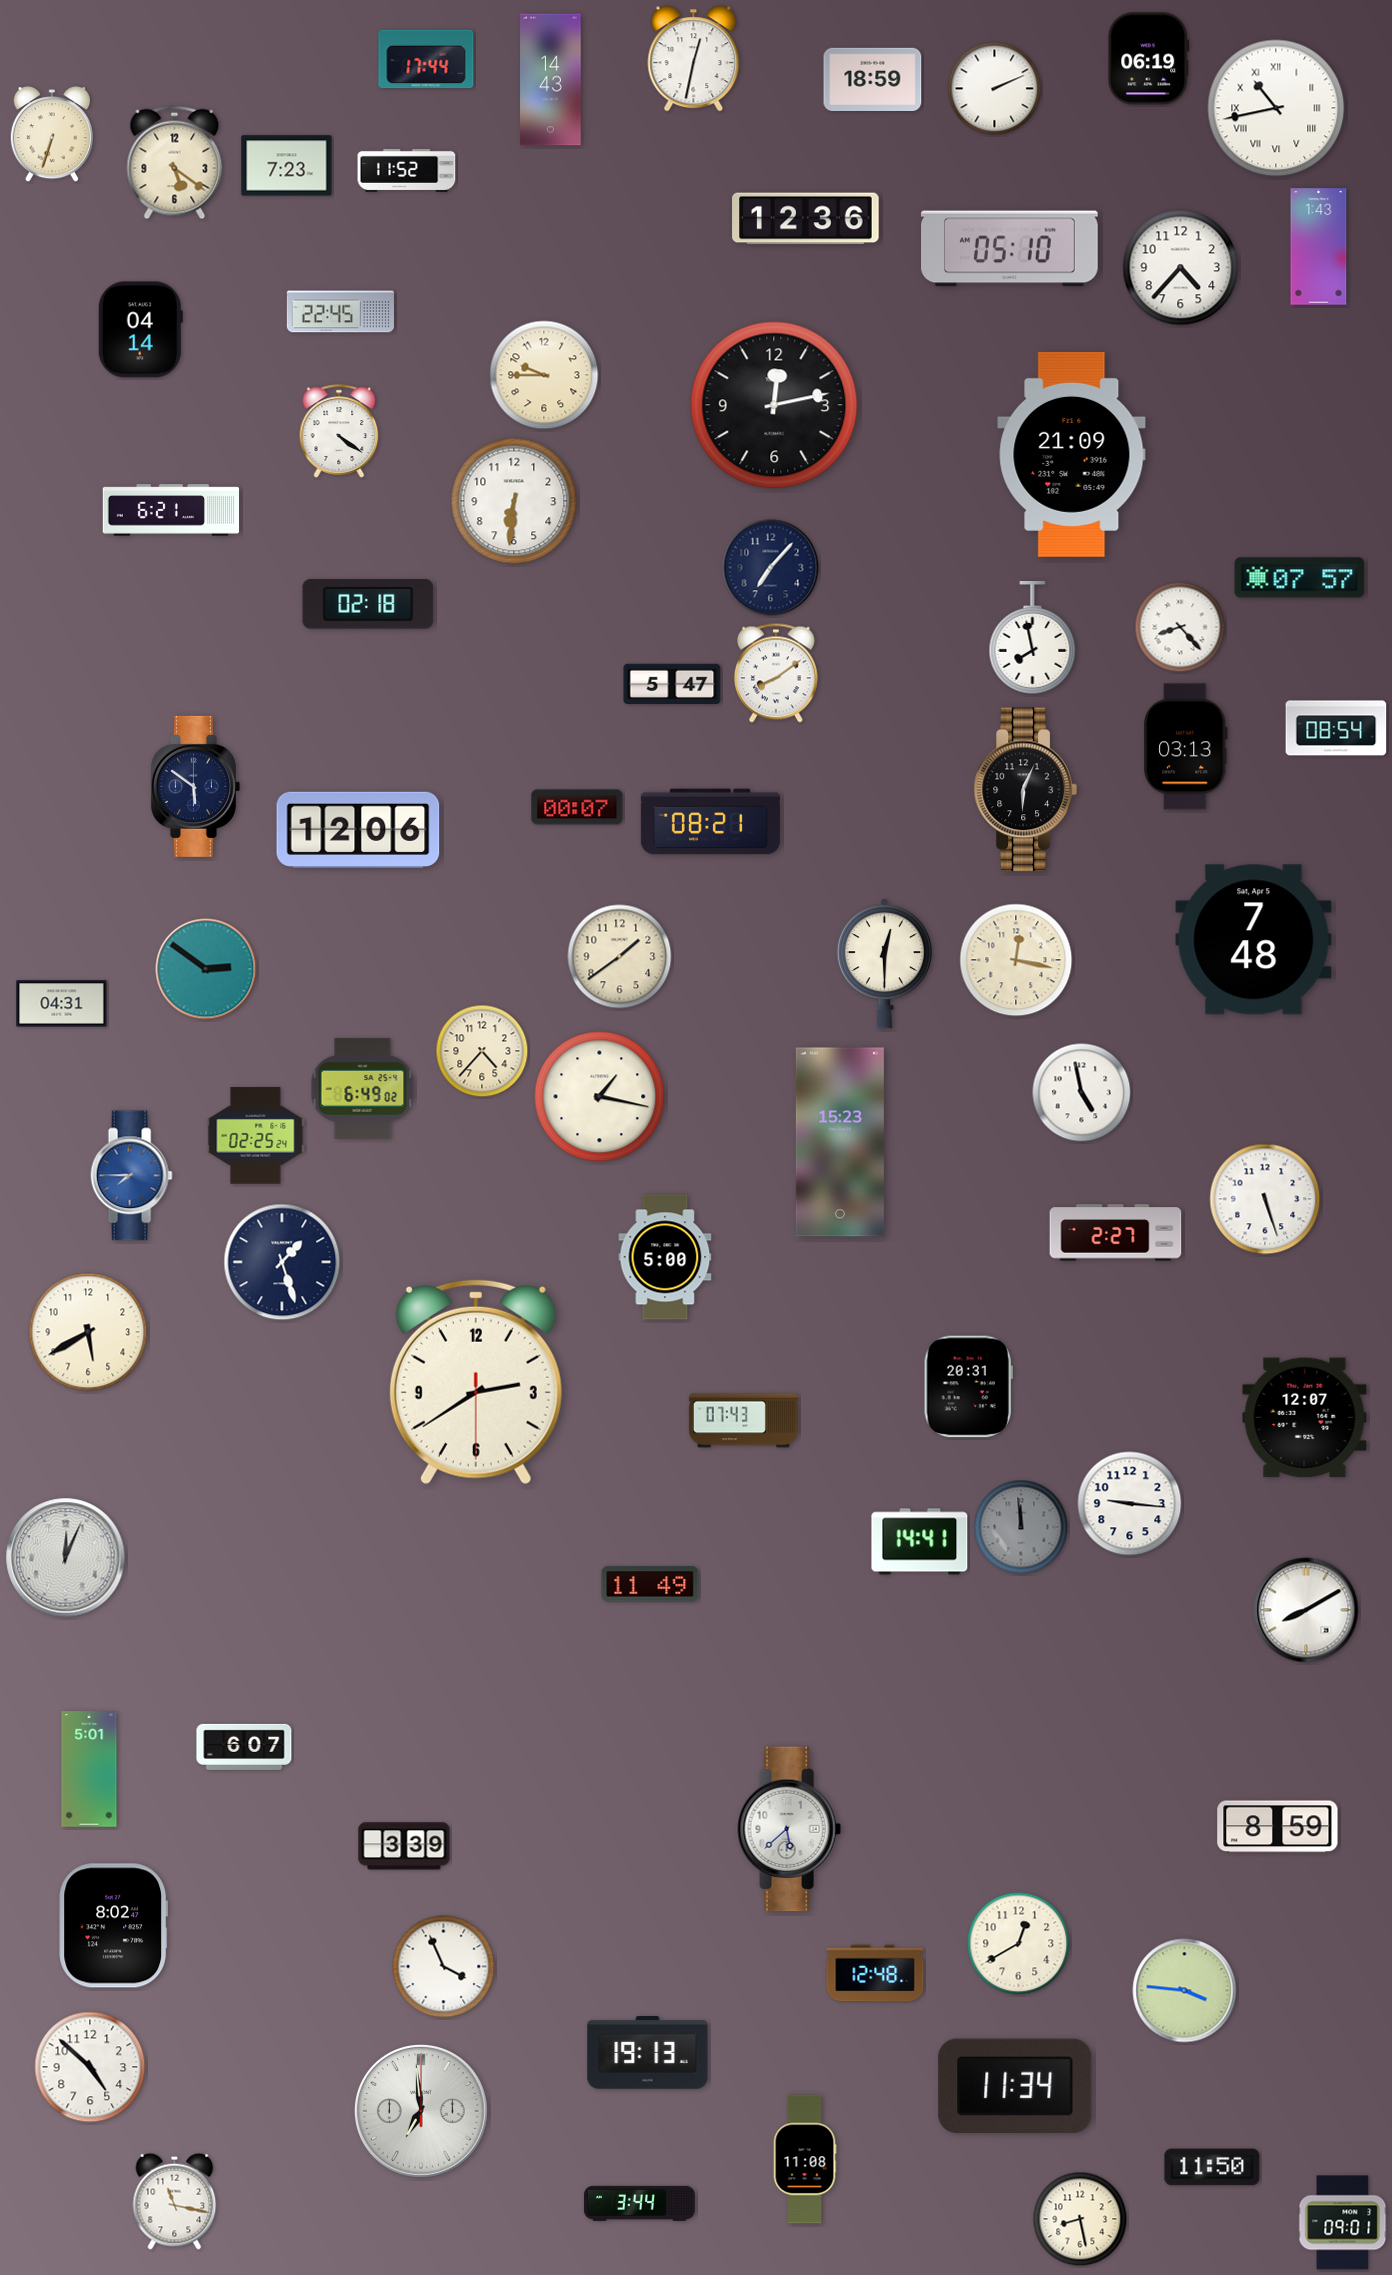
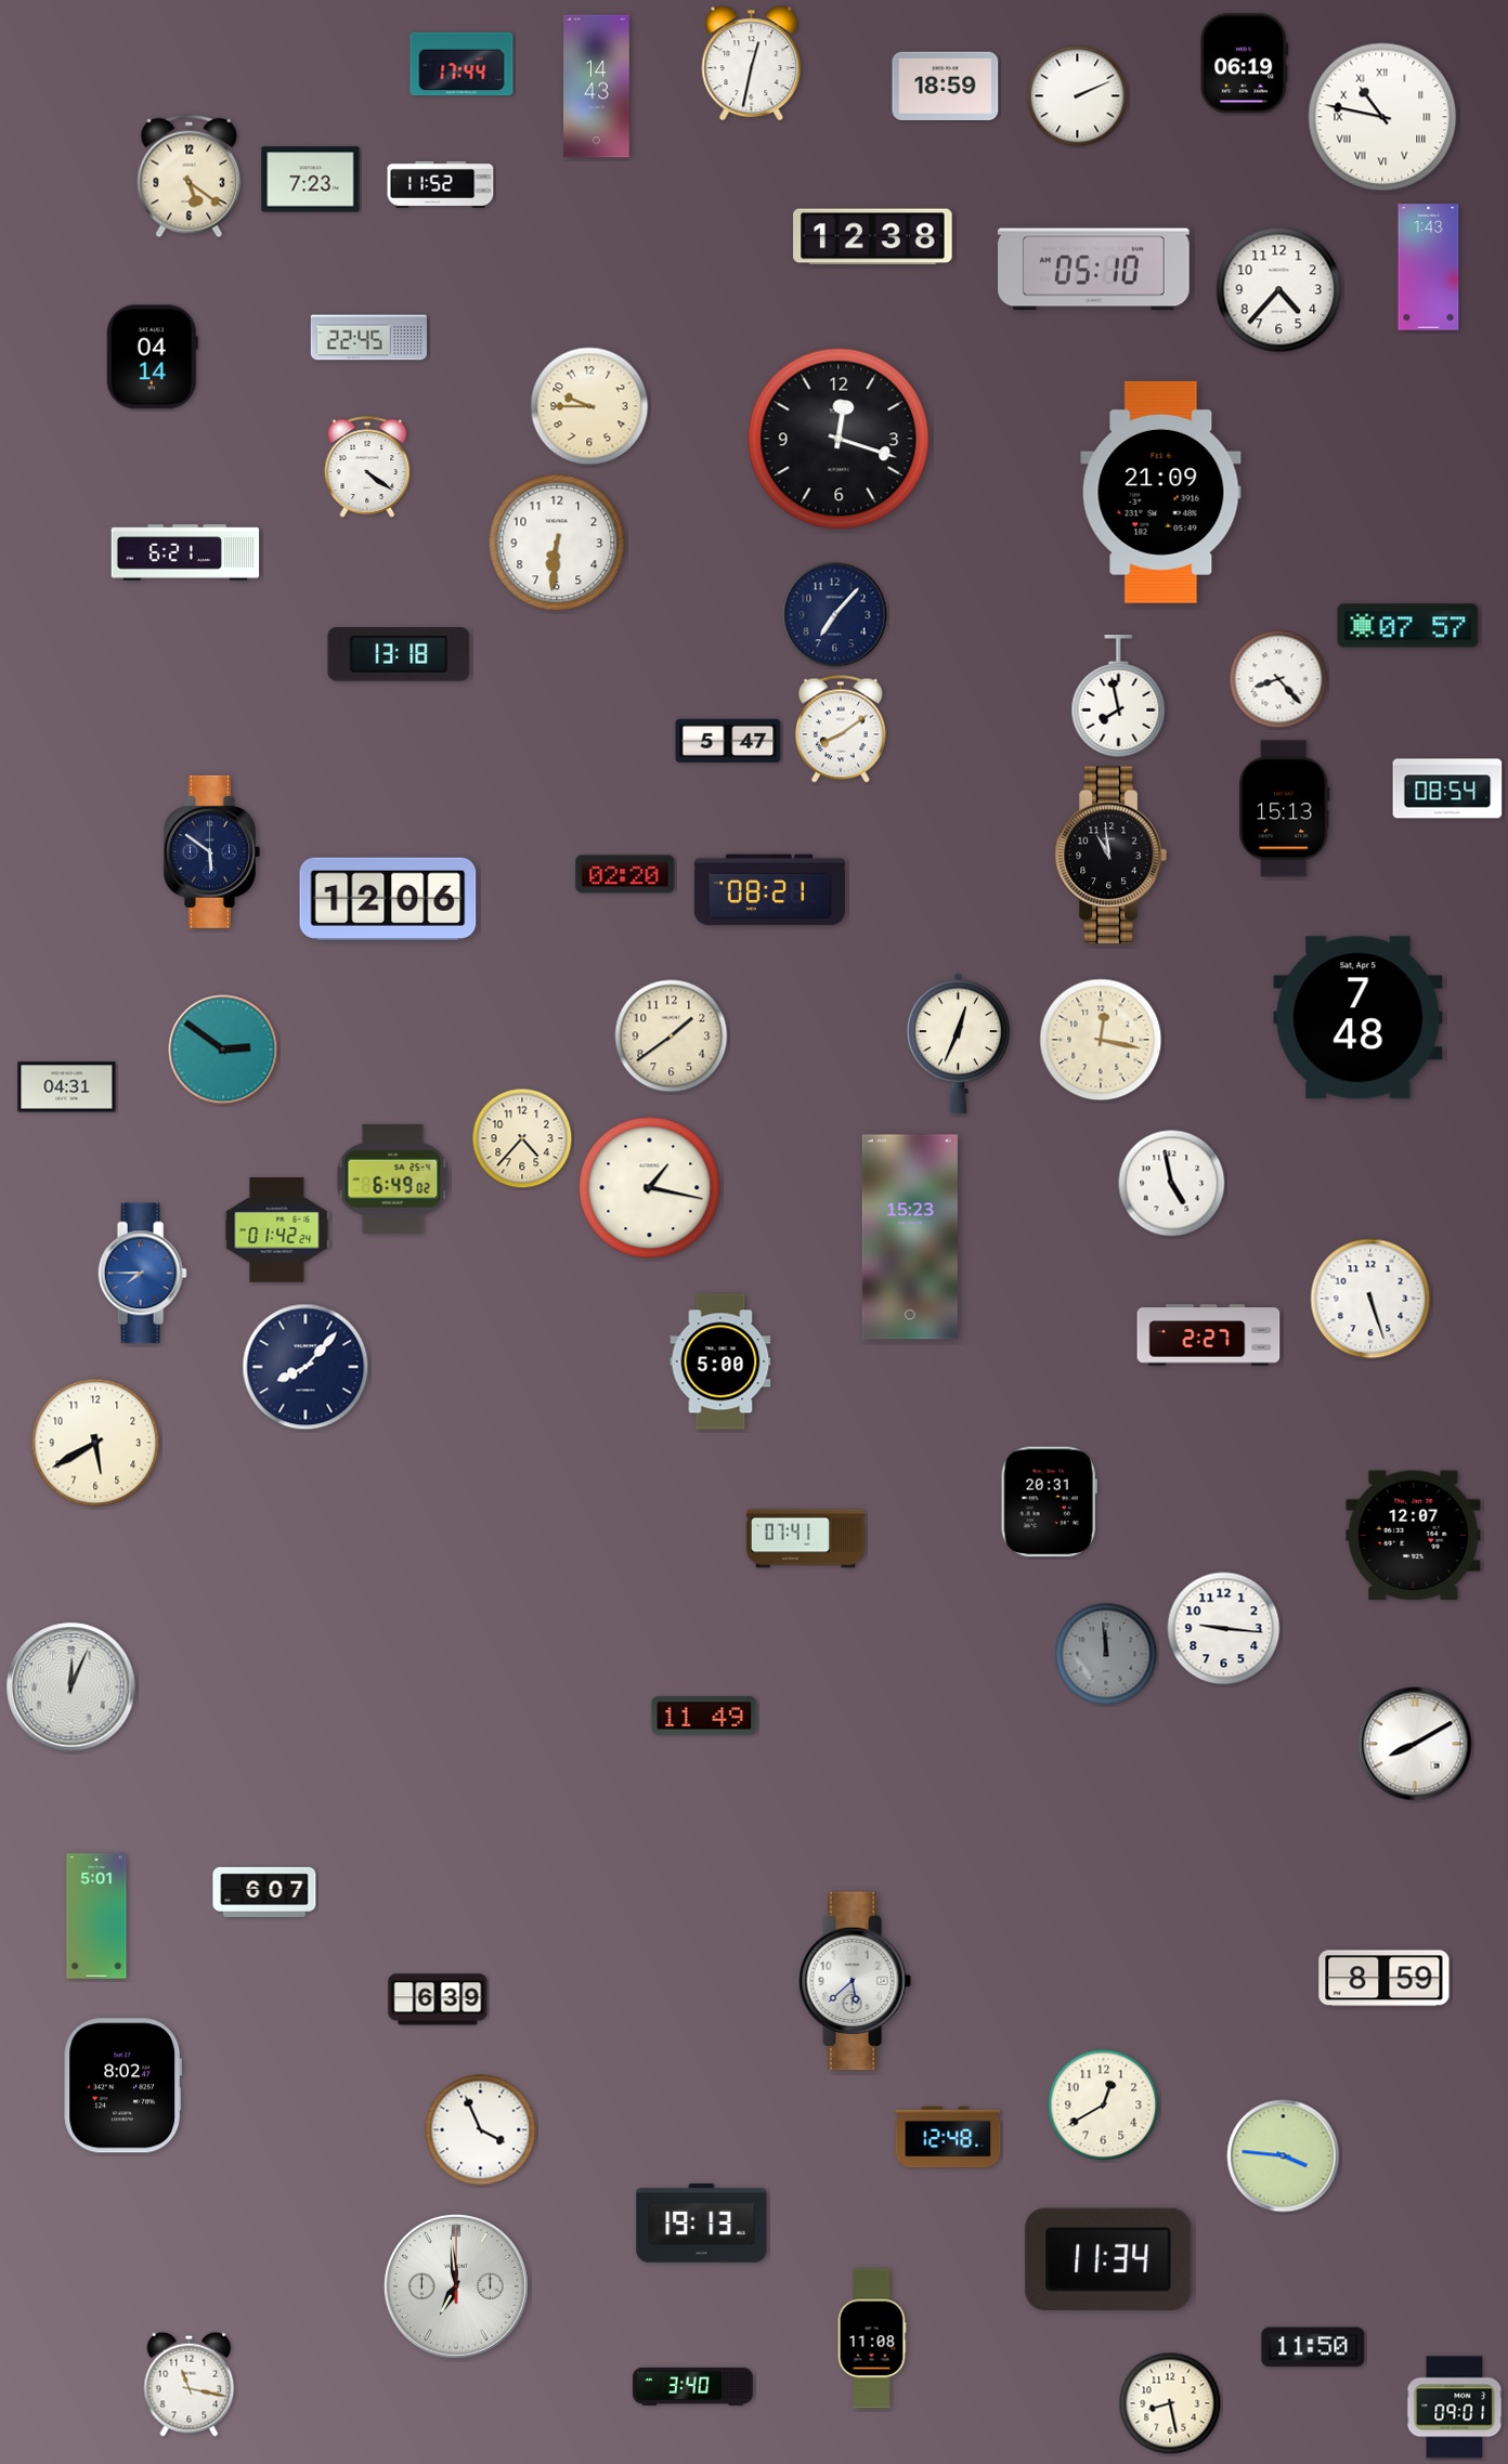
clock at (1276, 108): 10:43 -> 10:47
clock at (52, 135): 6:33 -> none
clock at (806, 219): 12:36 -> 12:38
clock at (774, 405): 12:13 -> 12:18
clock at (368, 604): 02:18 -> 13:18
clock at (1033, 638) position: (1033, 638) -> (1119, 696)
clock at (1186, 747): 03:13 -> 15:13
clock at (1025, 790): 6:04 -> 10:59
clock at (577, 807): 00:07 -> 02:20
clock at (884, 963): 12:30 -> 12:34
clock at (256, 1136): 02:25 -> 01:42
clock at (282, 1262): 1:27 -> 8:07
clock at (476, 1382): 2:39 -> none
clock at (743, 1421): 07:43 -> 07:41
clock at (920, 1542): 14:41 -> none
clock at (404, 1846): 3:39 -> 6:39
clock at (90, 2067): 4:52 -> none
clock at (1015, 2086) position: (1015, 2086) -> (1108, 2259)
clock at (639, 2203): 3:44 -> 3:40
